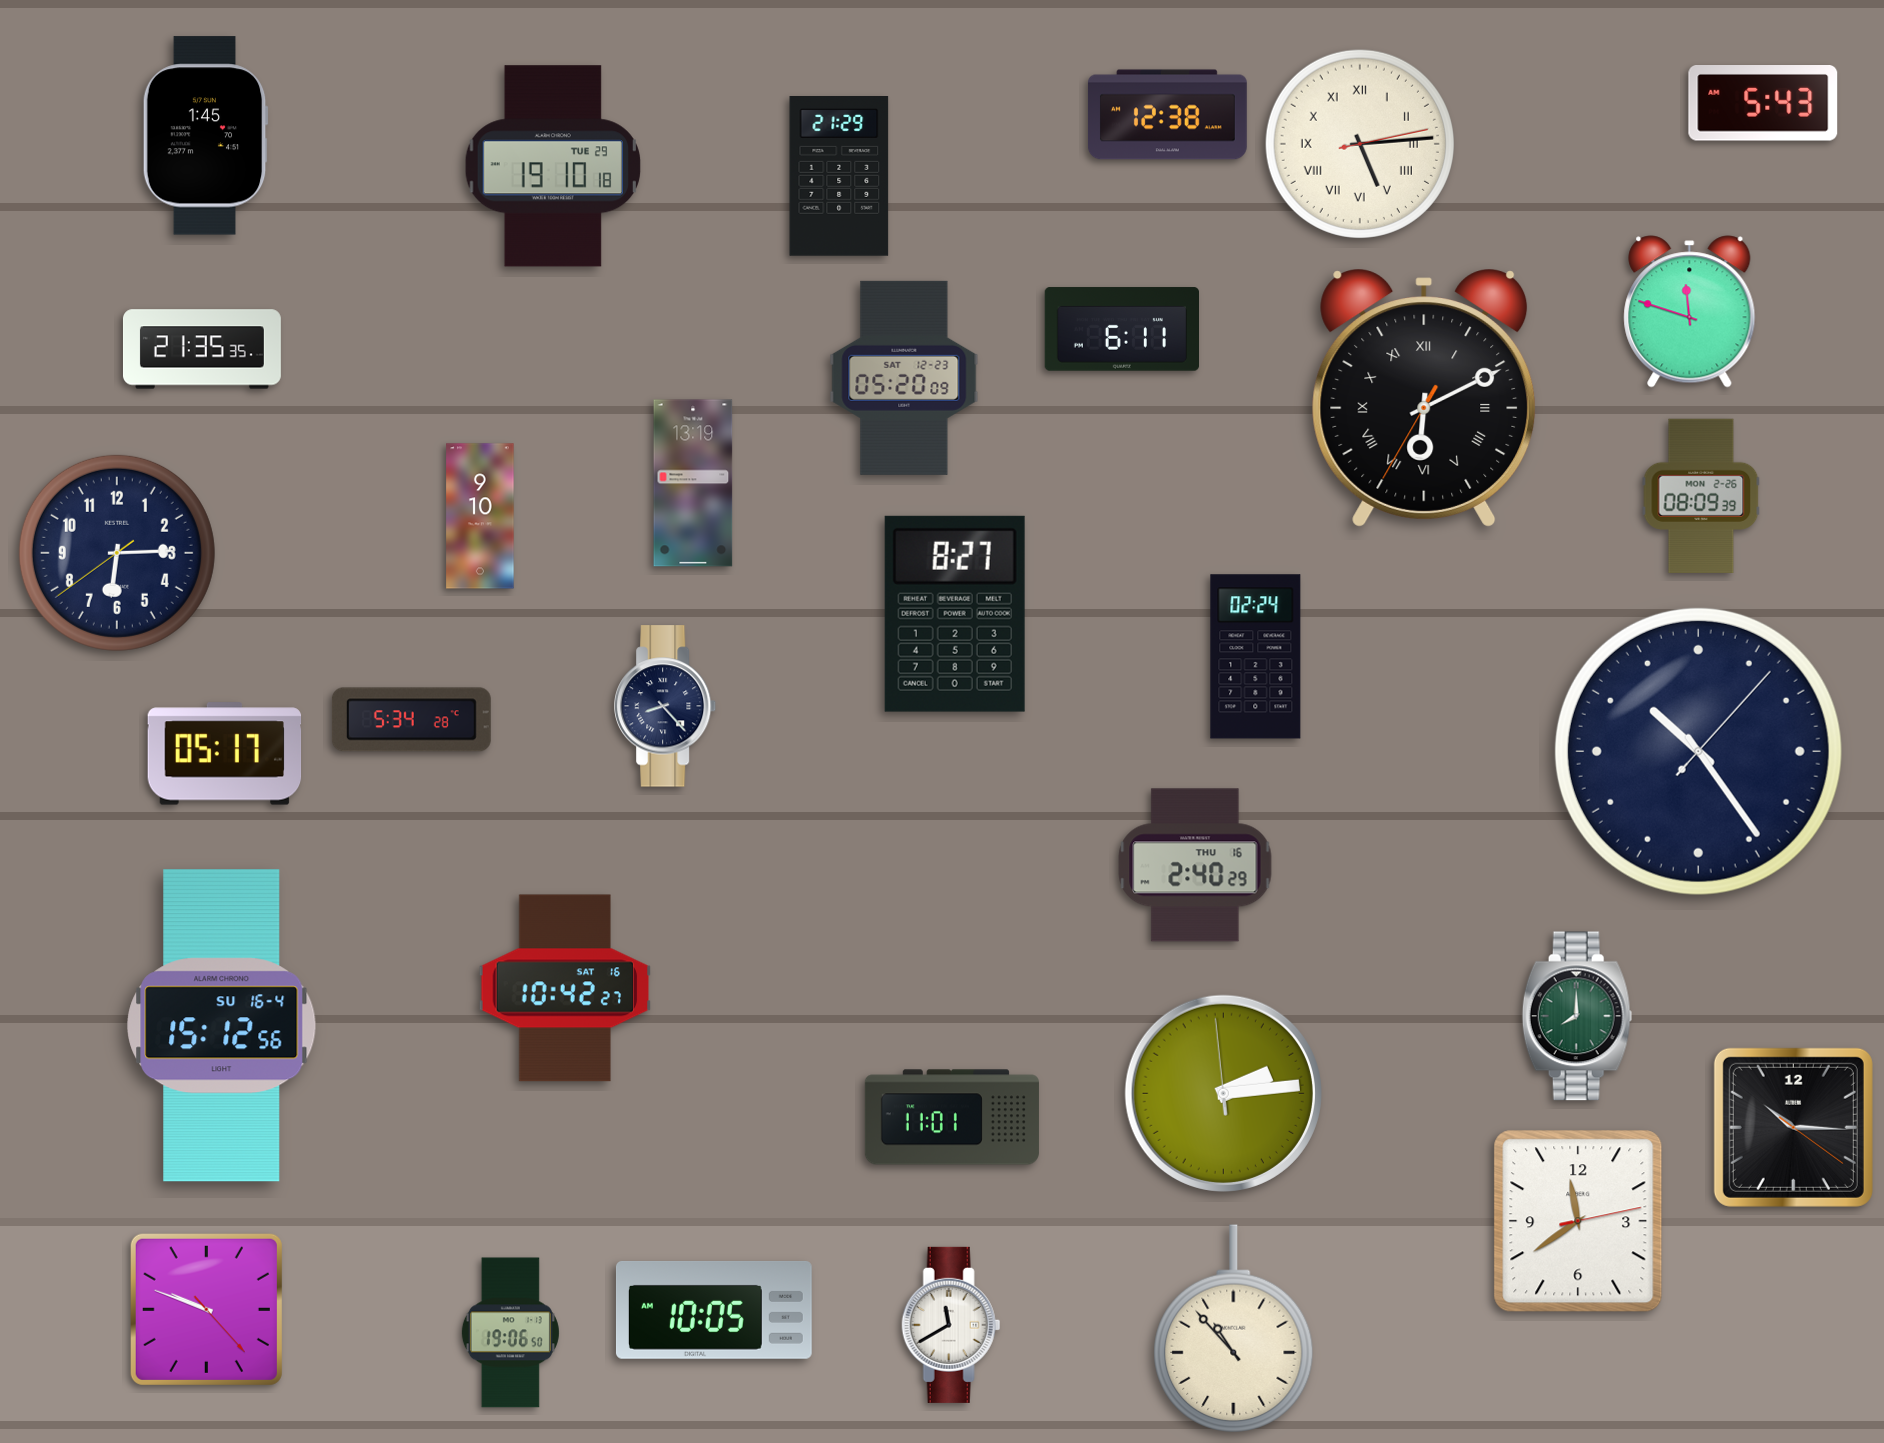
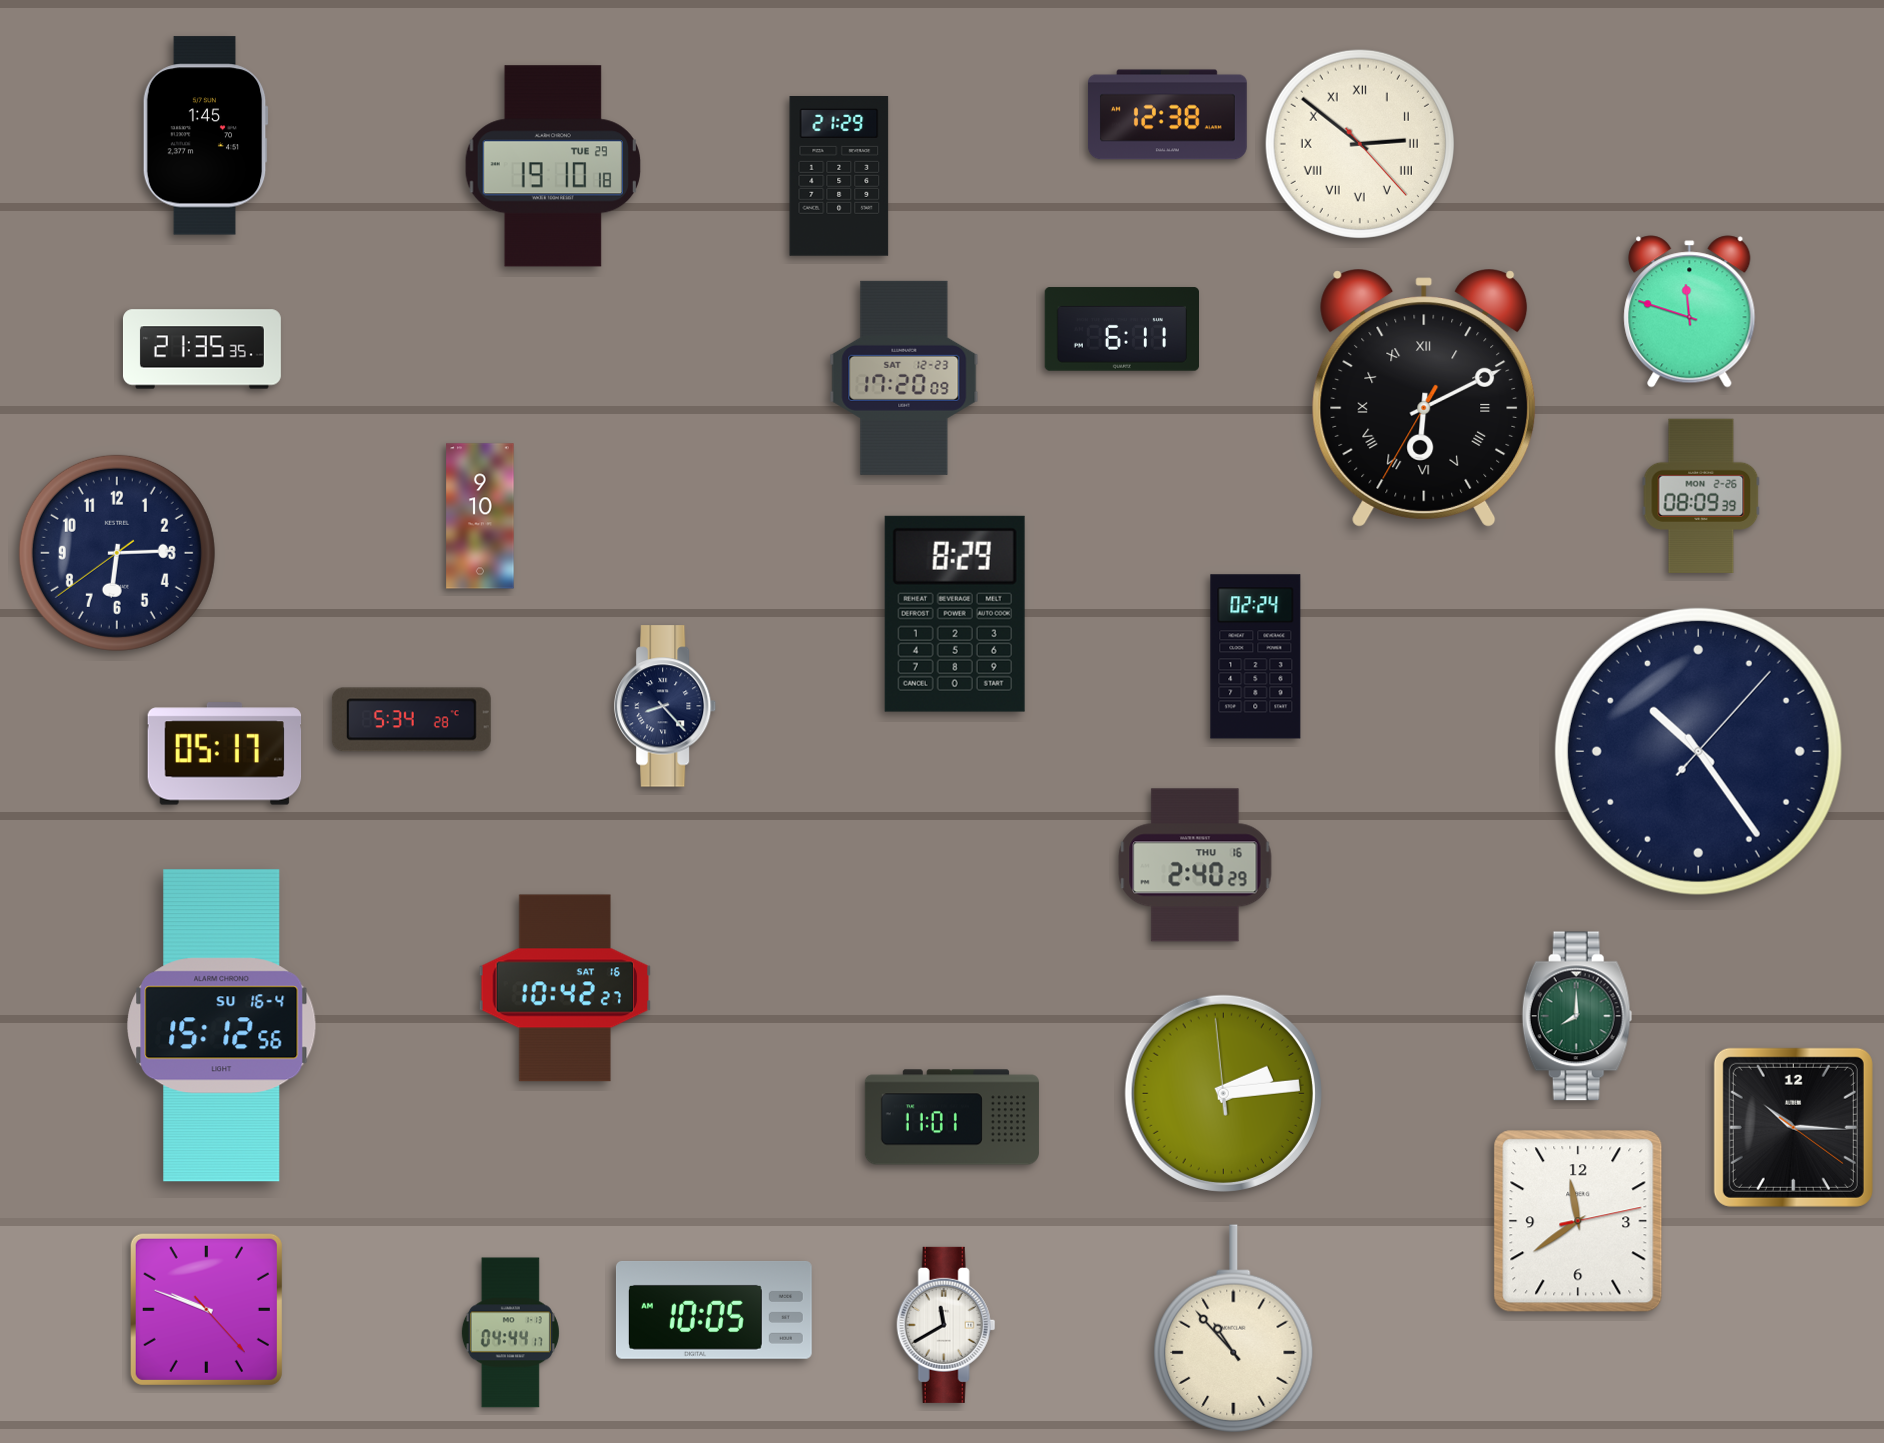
clock at (1763, 103): 5:43 -> none
clock at (1360, 144): 5:14 -> 2:51
clock at (904, 378): 05:20 -> 17:20
clock at (693, 483): 13:19 -> none
clock at (955, 614): 8:27 -> 8:29
clock at (951, 1325) position: (951, 1325) -> (946, 1325)
clock at (510, 1333): 19:06 -> 04:44
